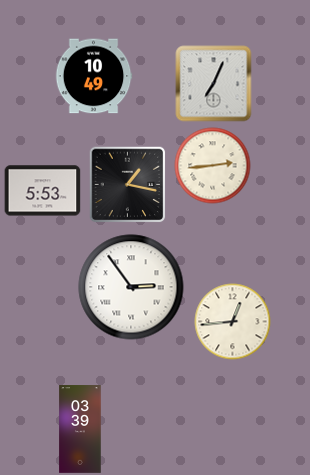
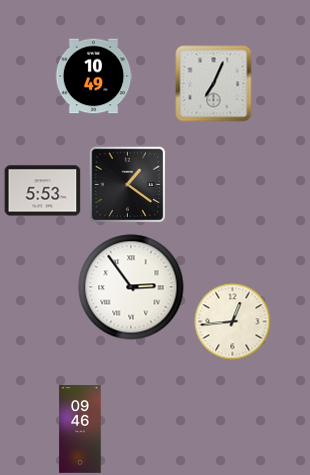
clock at (213, 166): 2:44 -> none
clock at (127, 184): 1:17 -> 1:21
clock at (80, 429): 03:39 -> 09:46
